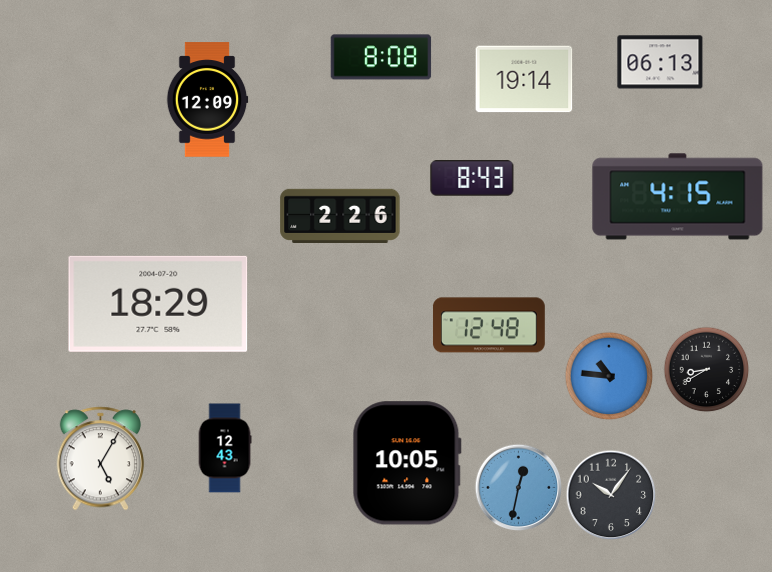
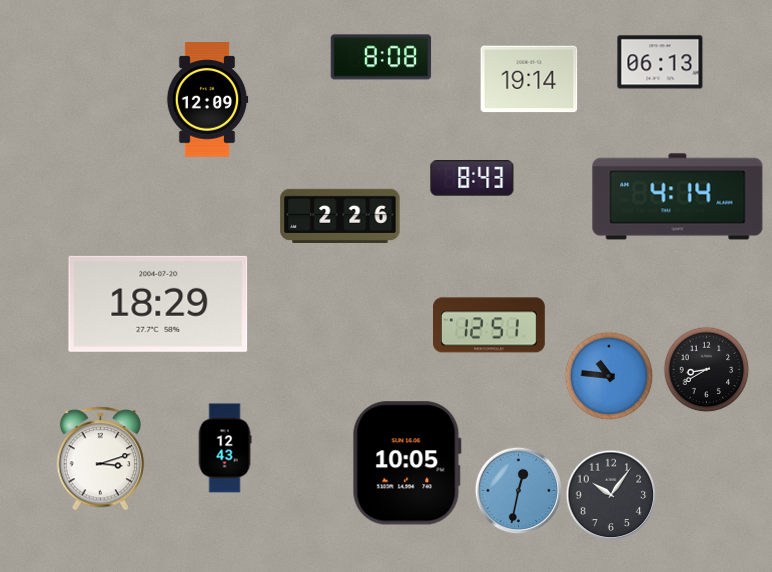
clock at (524, 79) position: (524, 79) -> (529, 79)
clock at (678, 197): 4:15 -> 4:14
clock at (489, 325): 12:48 -> 12:51
clock at (101, 459): 5:05 -> 3:12
clock at (518, 487) position: (518, 487) -> (518, 490)
